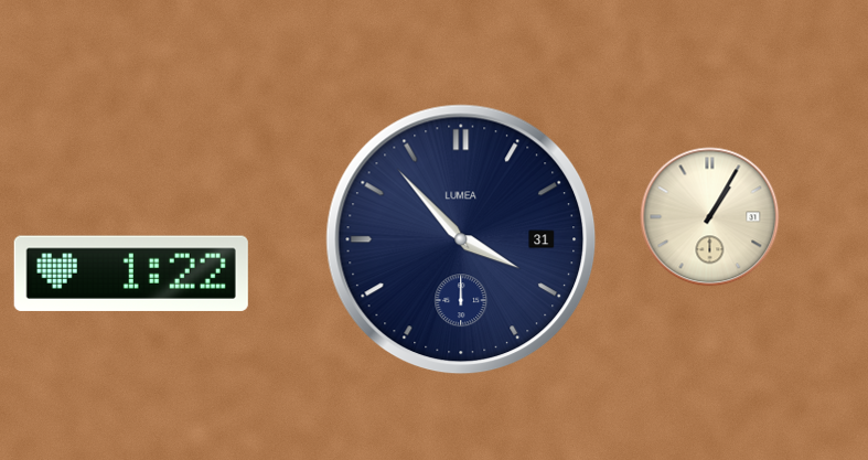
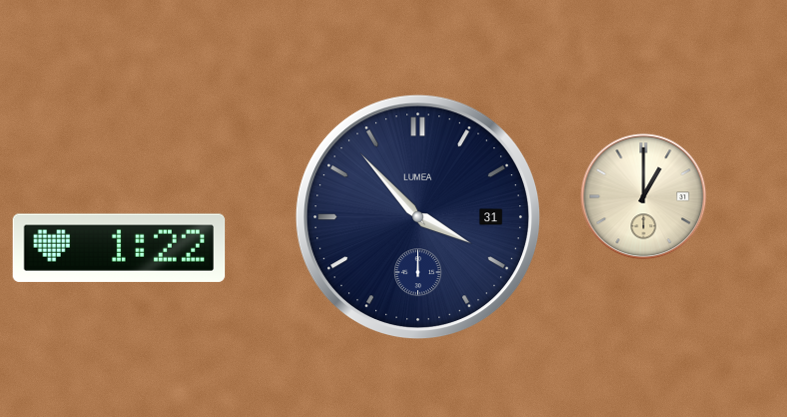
clock at (710, 217): 1:05 -> 1:00
